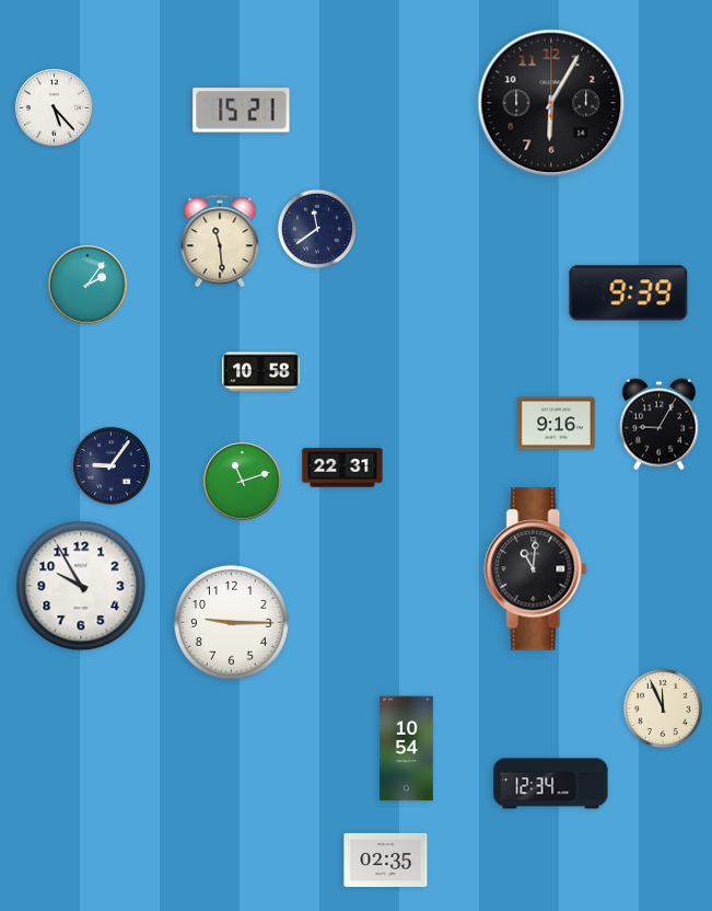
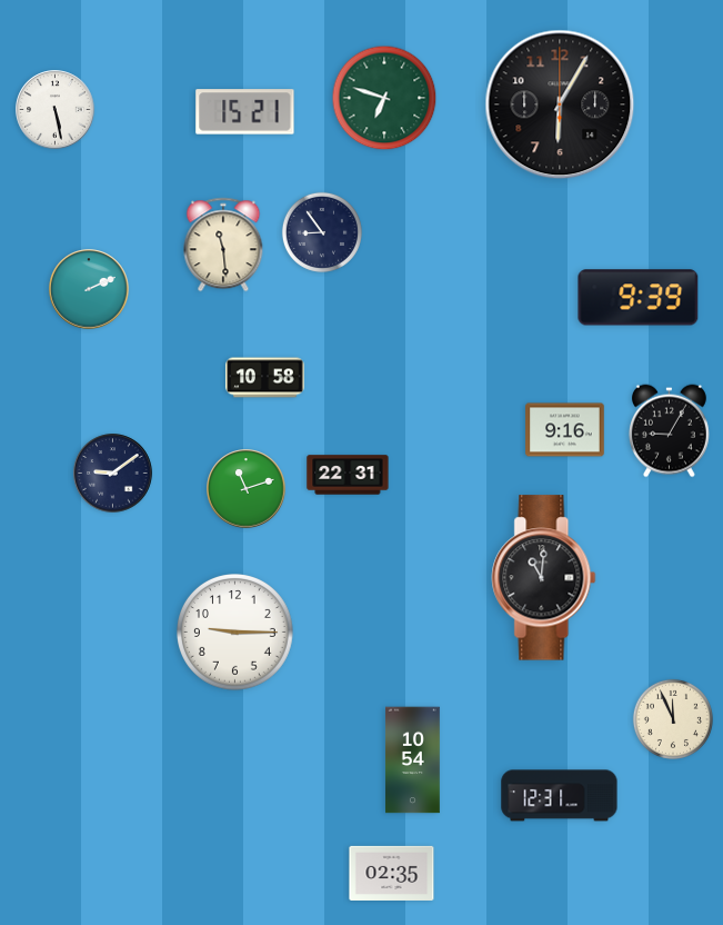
clock at (384, 98): none -> 6:48
clock at (55, 108): 5:23 -> 5:28
clock at (317, 229): 11:39 -> 8:54
clock at (87, 285): 2:06 -> 2:11
clock at (112, 466): 9:06 -> 9:09
clock at (81, 586): 9:55 -> none
clock at (551, 784): 12:34 -> 12:31
